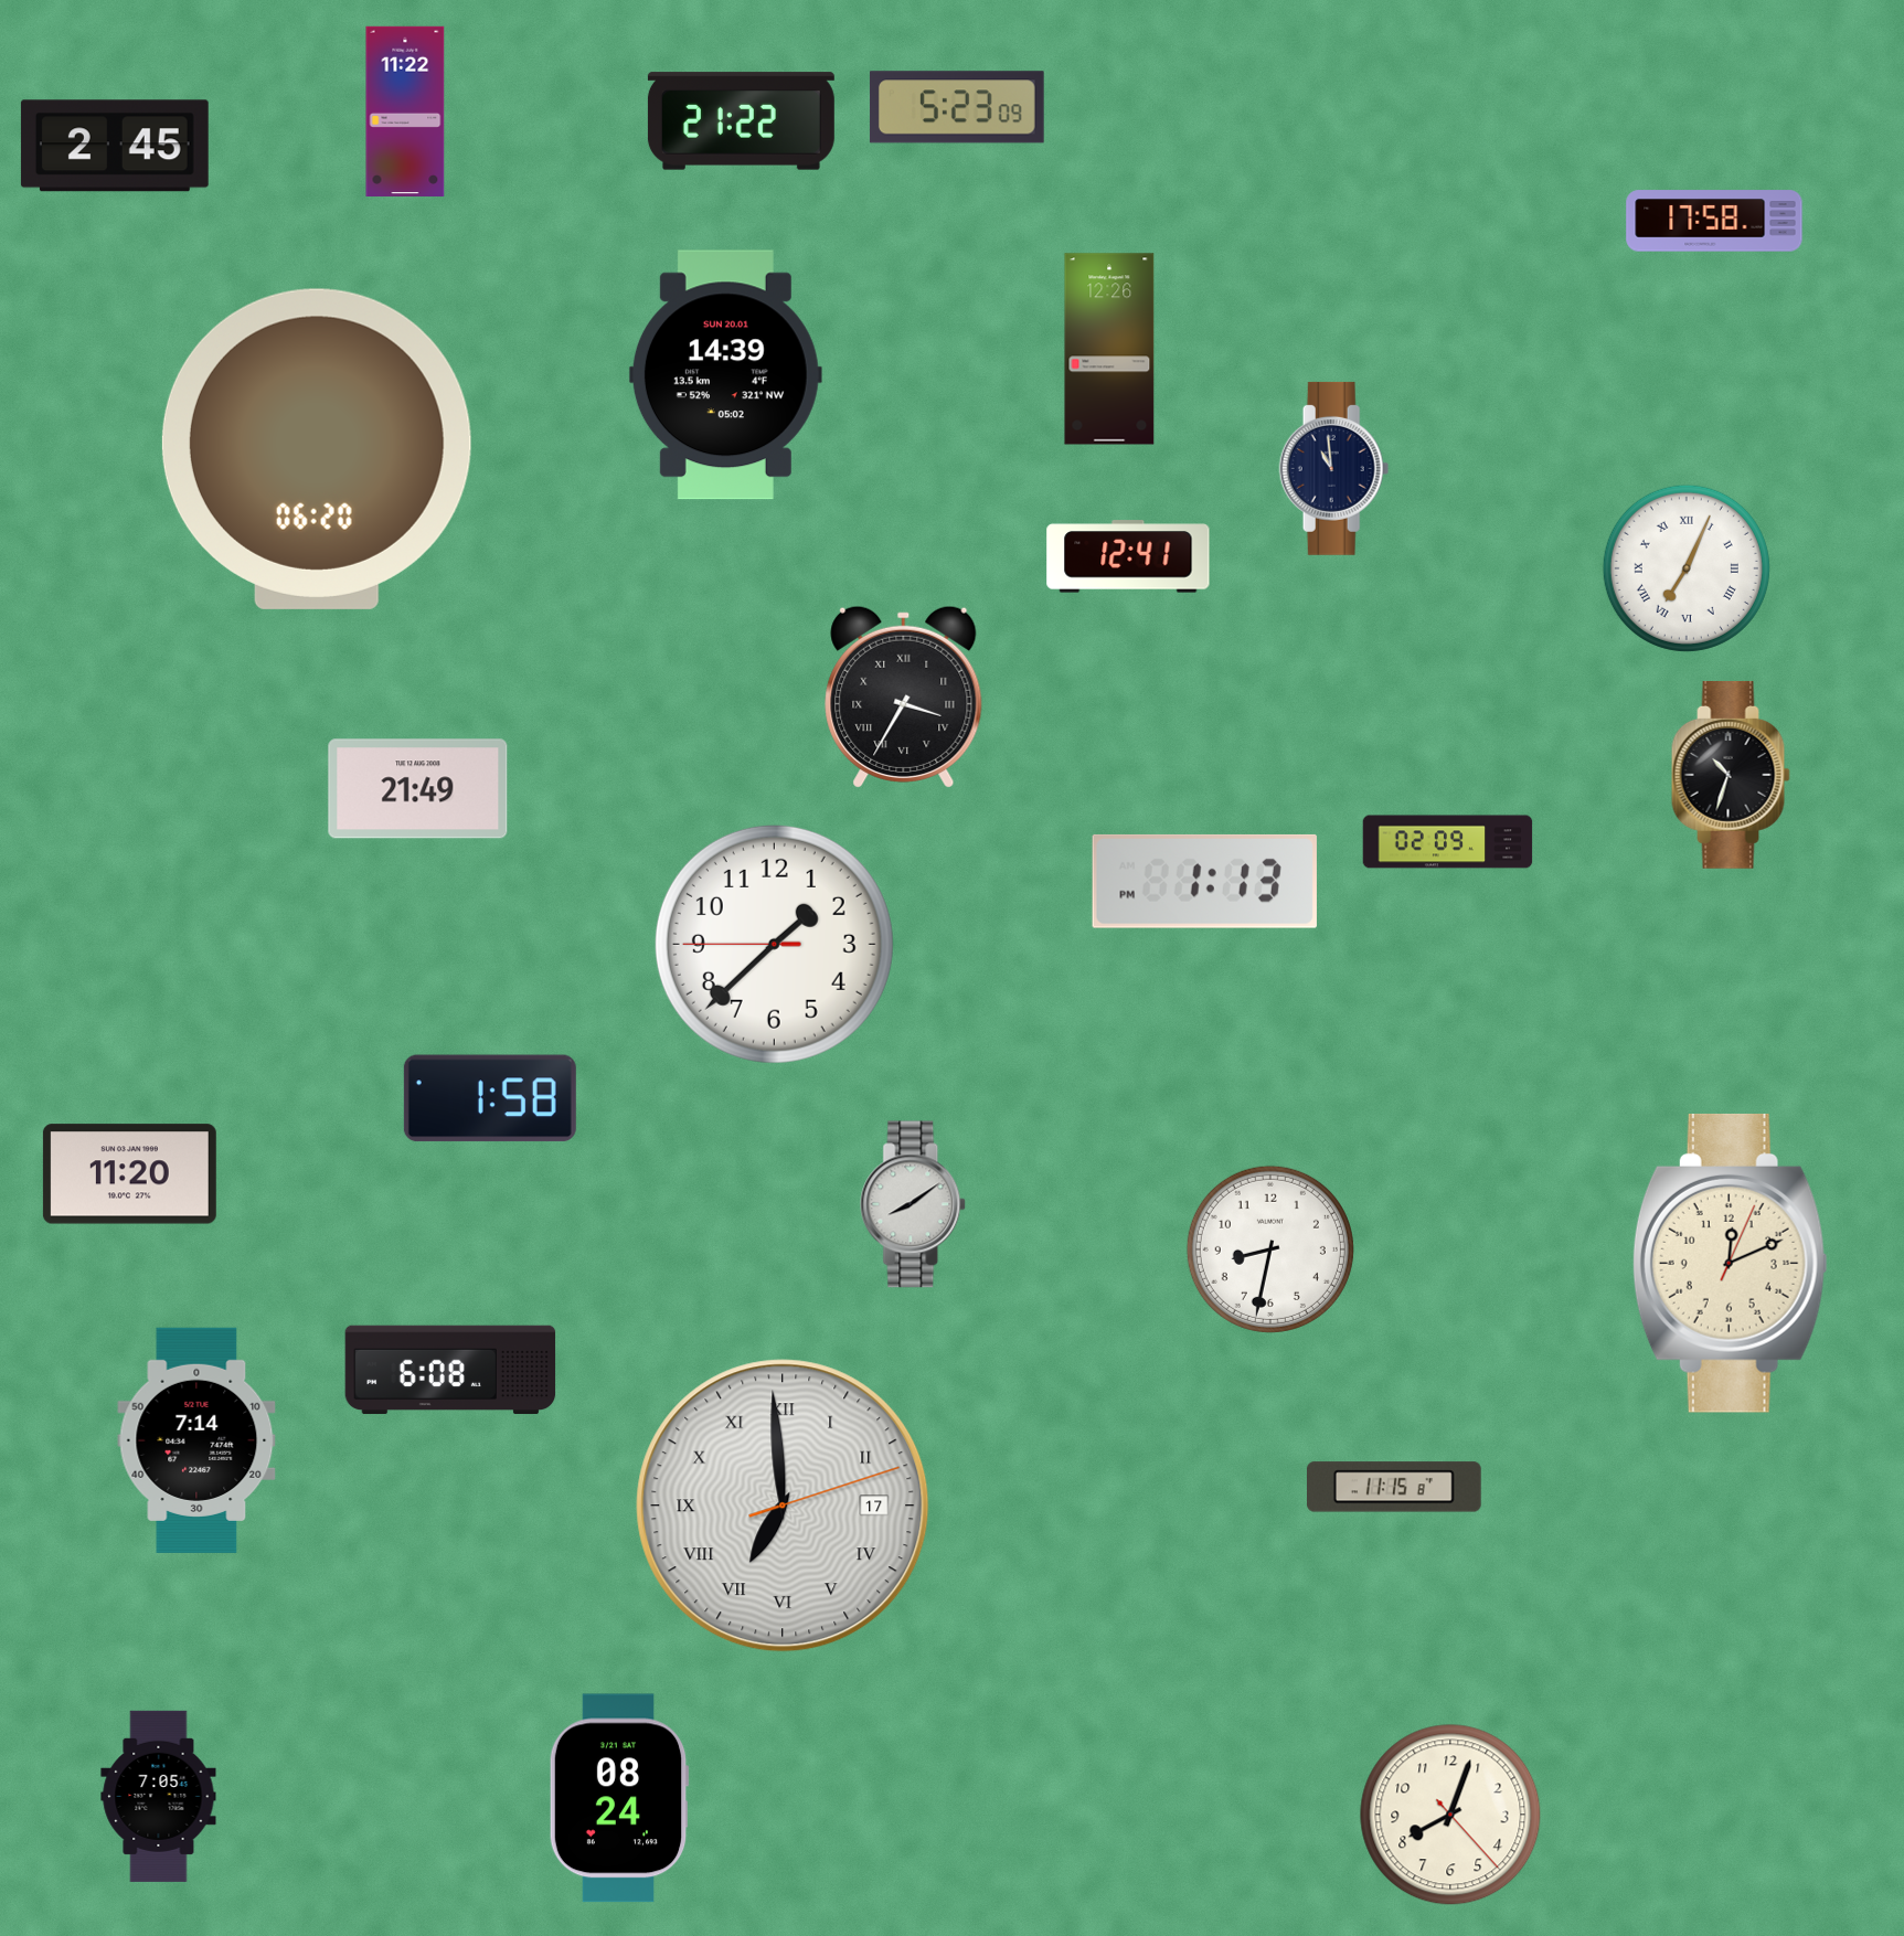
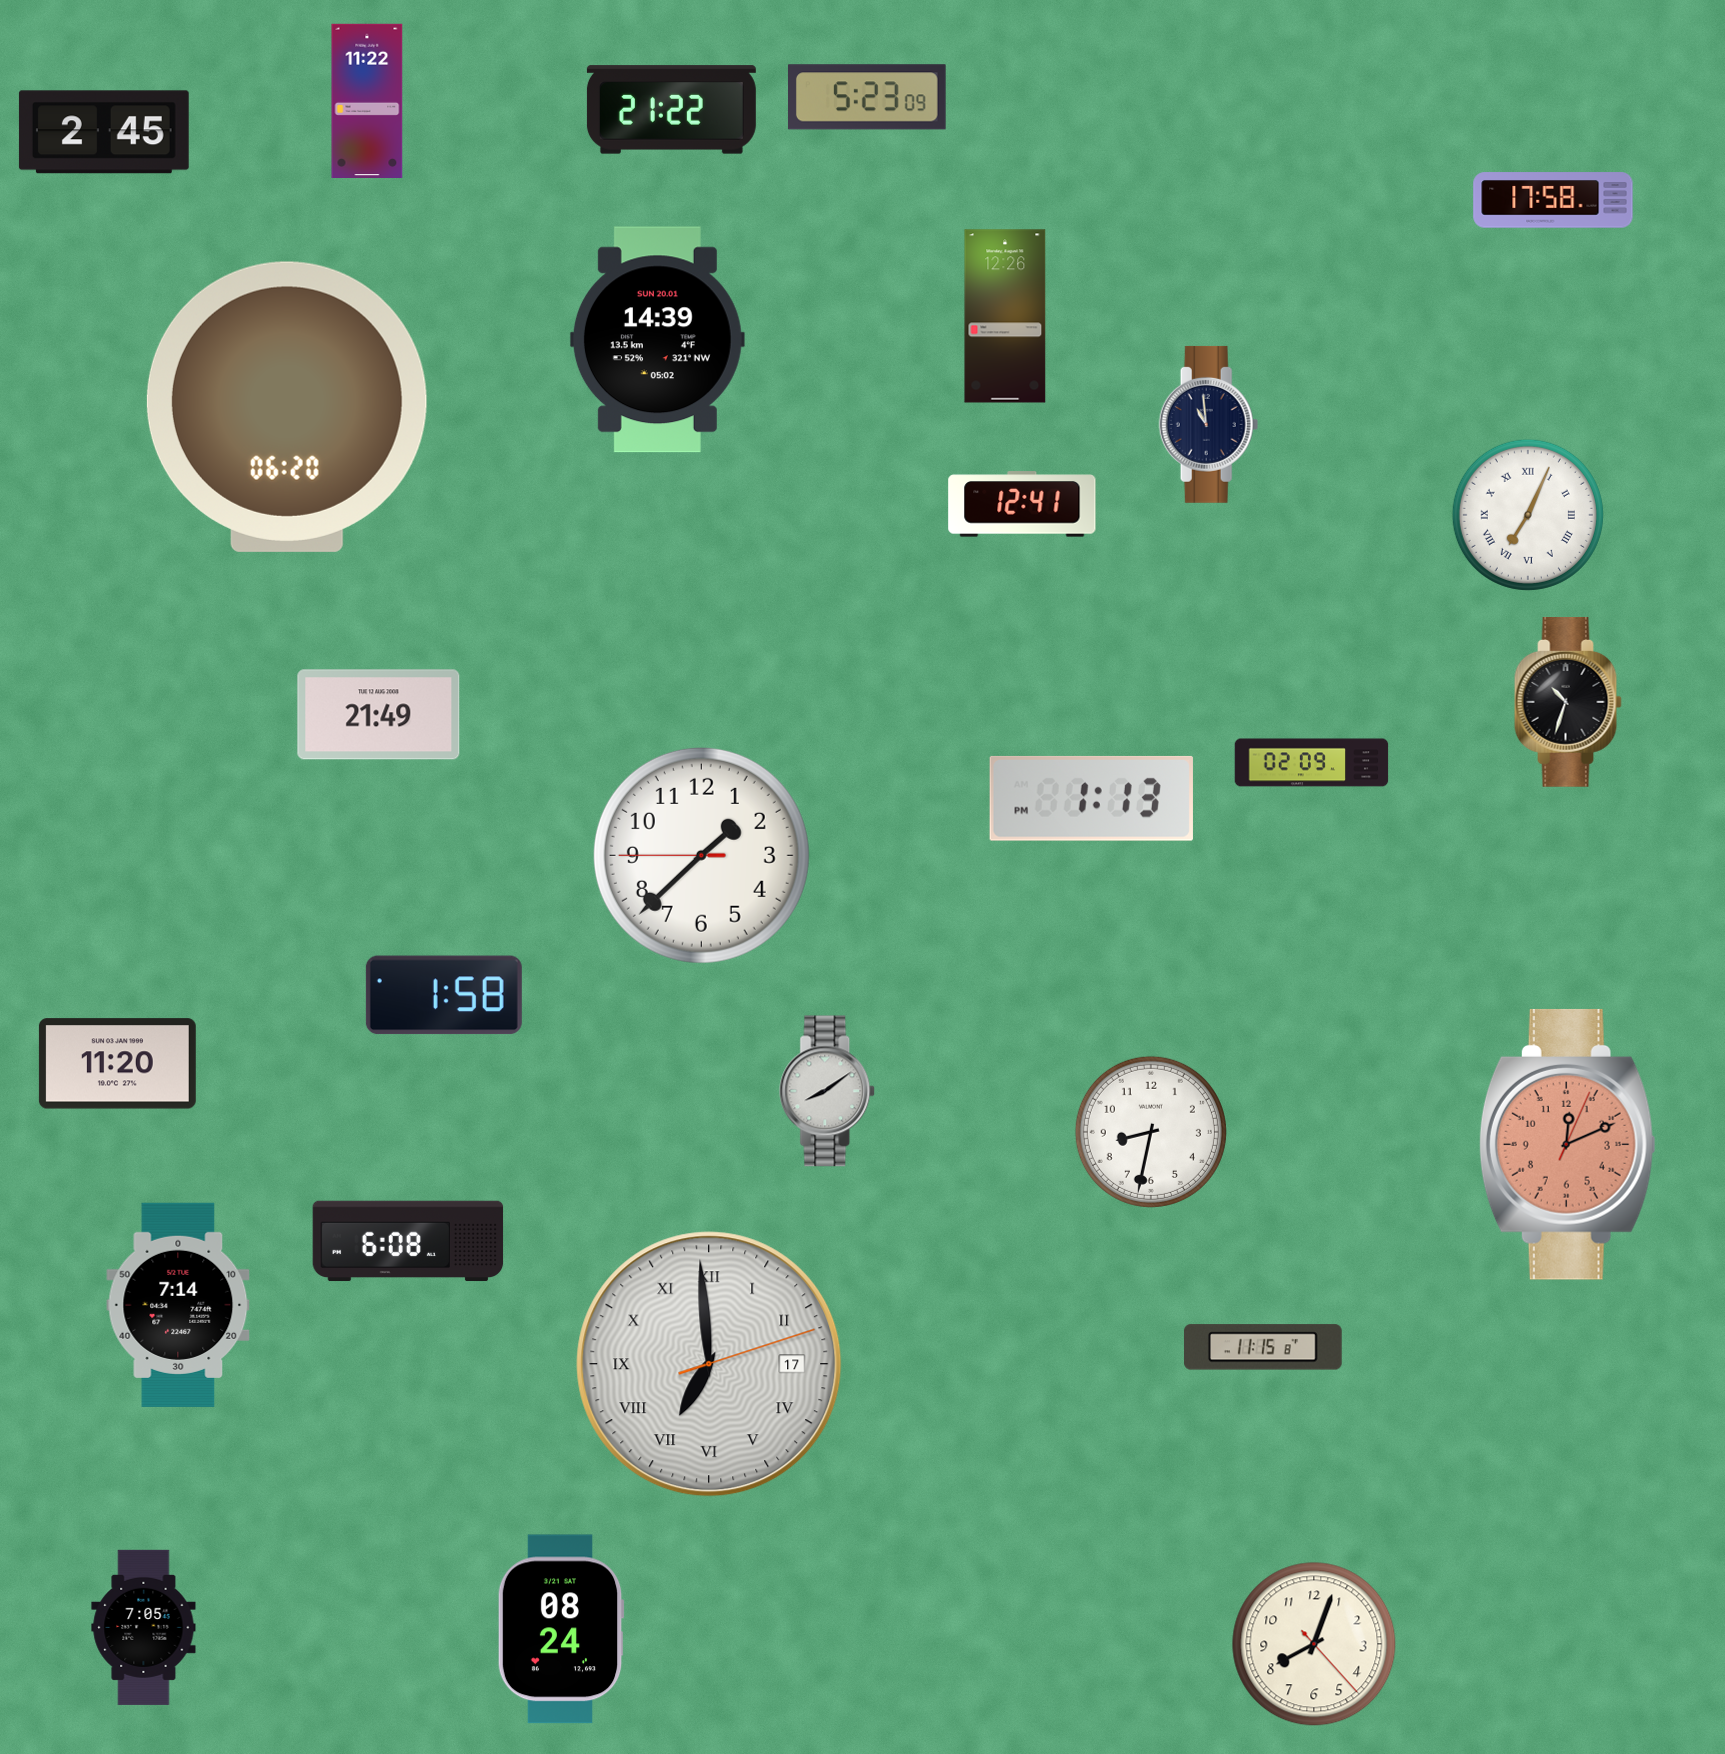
clock at (904, 696): 3:35 -> none
clock at (1730, 1263) dial: cream -> salmon
